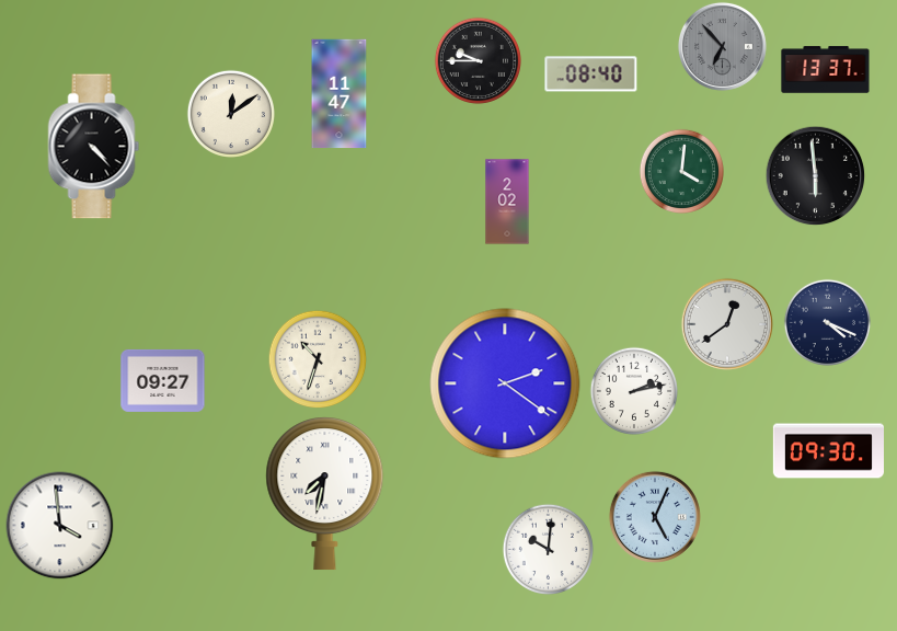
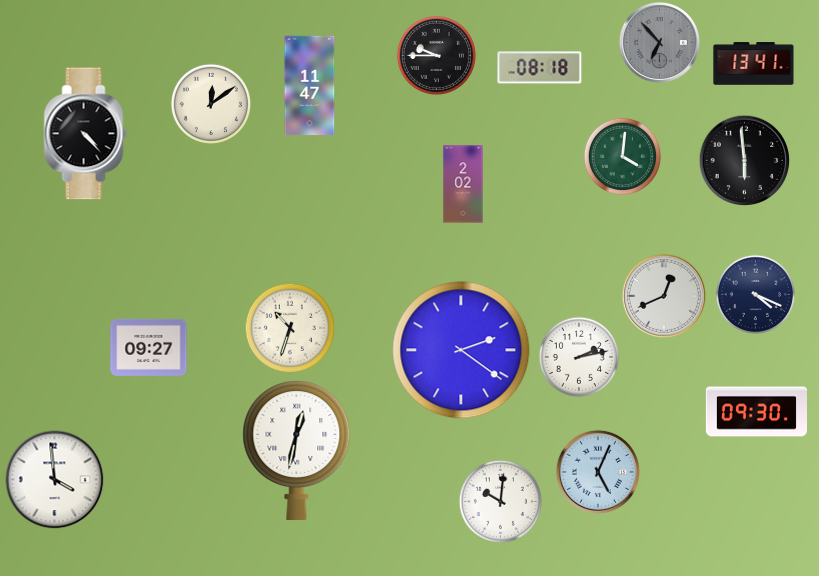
clock at (826, 70): 13:37 -> 13:41
clock at (591, 74): 08:40 -> 08:18
clock at (727, 324): 12:39 -> 12:41
clock at (325, 493): 7:32 -> 12:32
